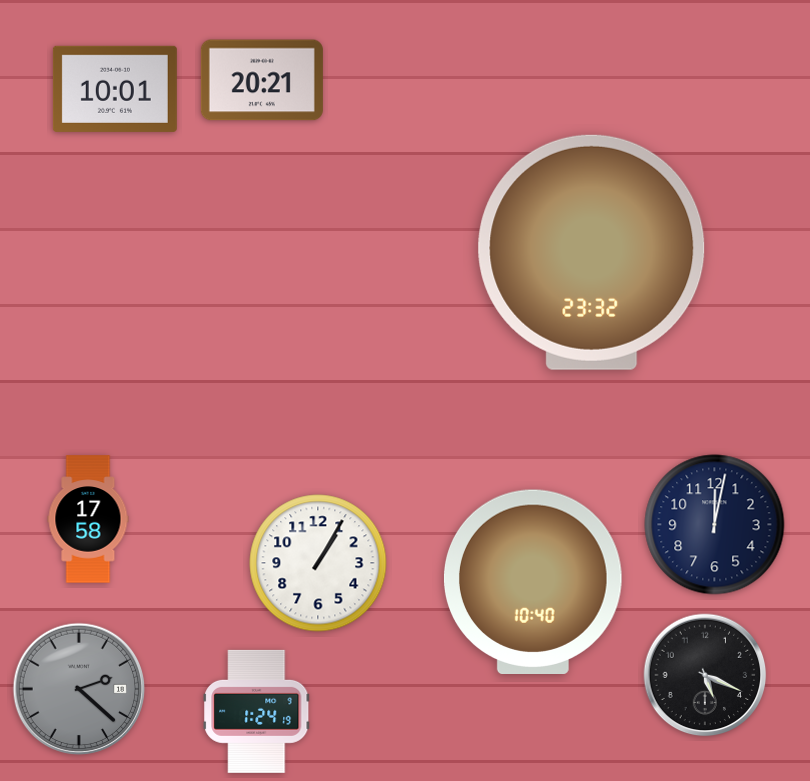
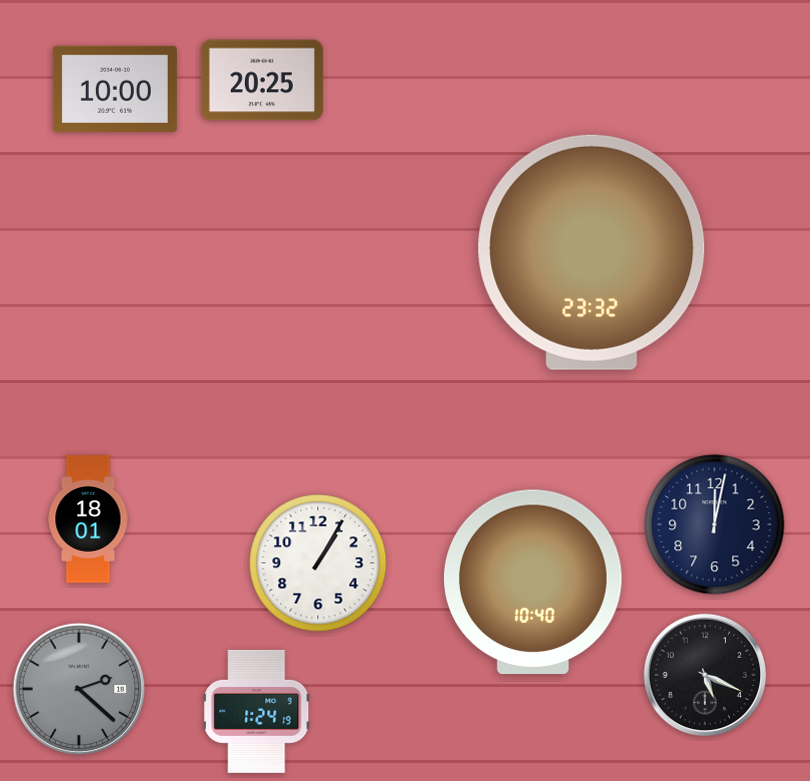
clock at (262, 80): 20:21 -> 20:25
clock at (115, 89): 10:01 -> 10:00
clock at (88, 519): 17:58 -> 18:01
